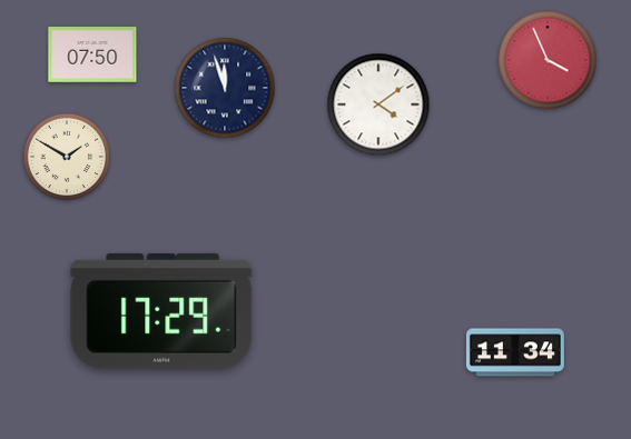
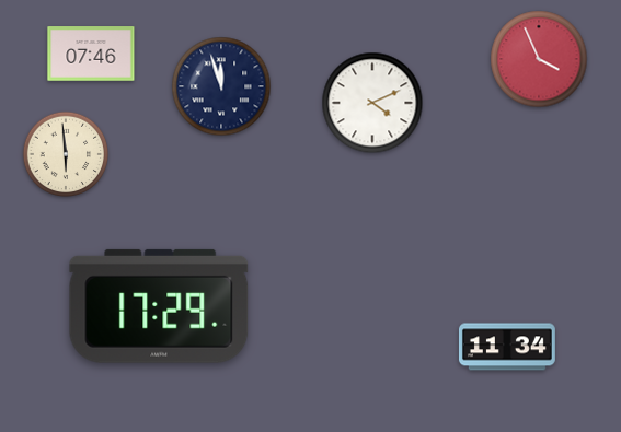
clock at (92, 54): 07:50 -> 07:46
clock at (378, 104): 4:09 -> 4:11
clock at (67, 157): 1:50 -> 5:59
